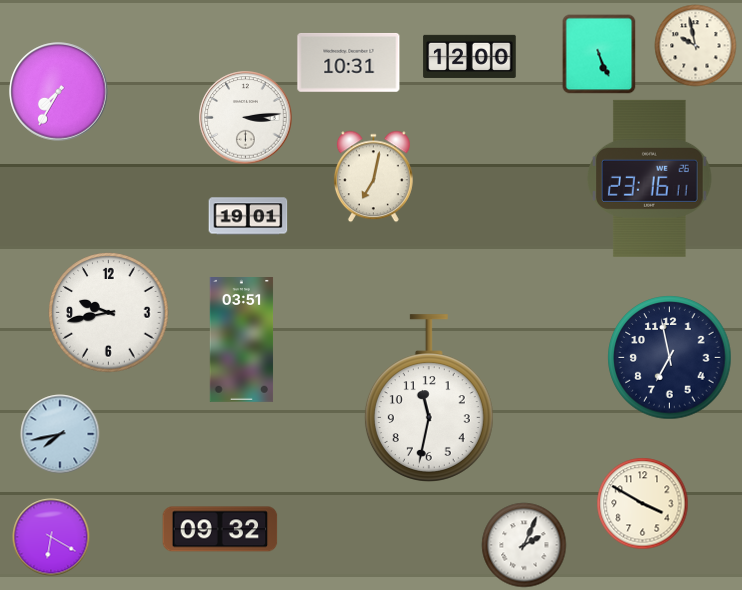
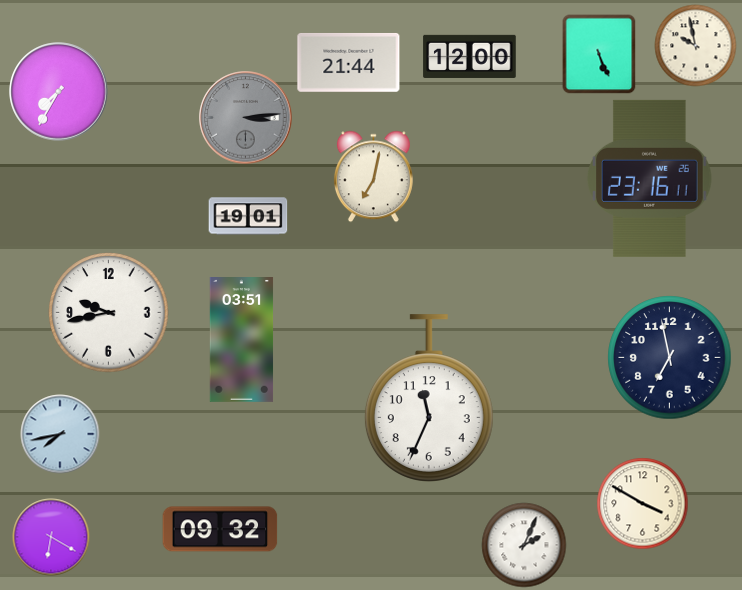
clock at (349, 62): 10:31 -> 21:44
clock at (246, 118) dial: white -> grey
clock at (429, 398): 11:32 -> 11:34
